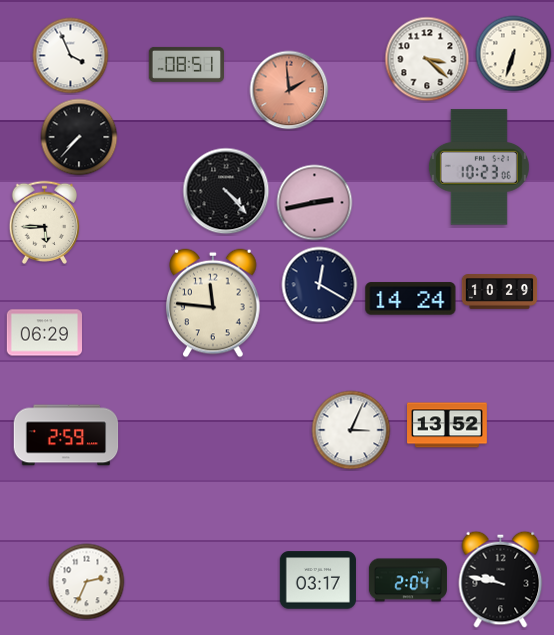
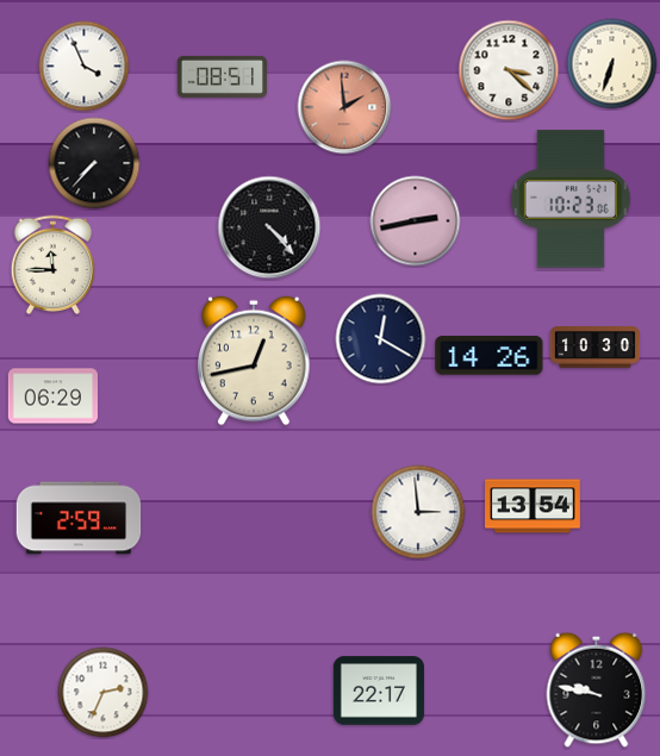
clock at (315, 203) position: (315, 203) -> (416, 221)
clock at (44, 222): 5:45 -> 11:45
clock at (500, 292): 10:29 -> 10:30
clock at (411, 299): 14:24 -> 14:26
clock at (213, 303): 11:46 -> 12:43
clock at (448, 425): 13:52 -> 13:54
clock at (351, 430): 3:04 -> 2:59
clock at (318, 580): 03:17 -> 22:17
clock at (408, 580): 2:04 -> none
